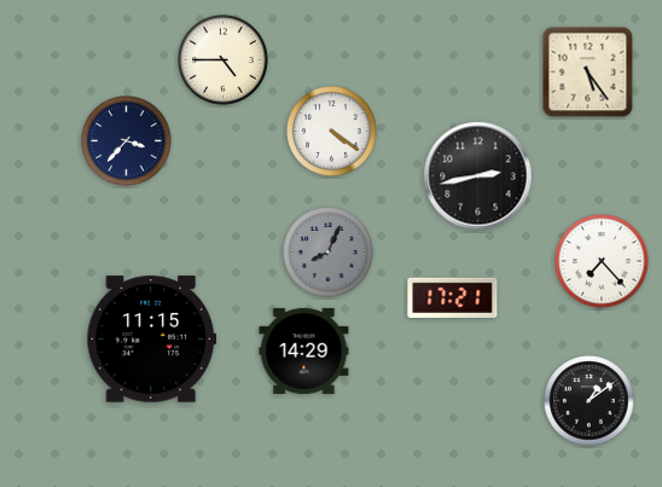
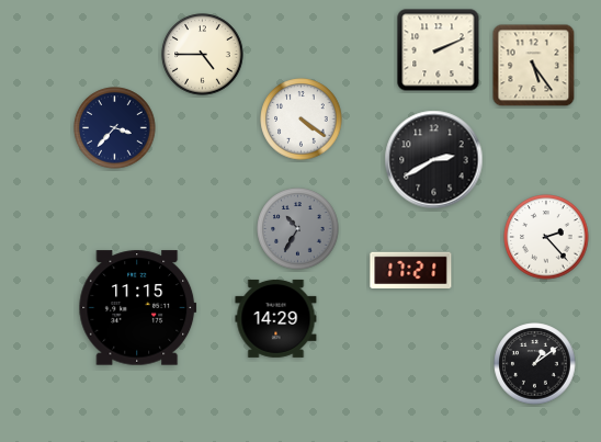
clock at (439, 50): none -> 2:11
clock at (478, 176): 2:43 -> 2:40
clock at (329, 253): 8:04 -> 10:35
clock at (602, 261): 7:23 -> 2:23
